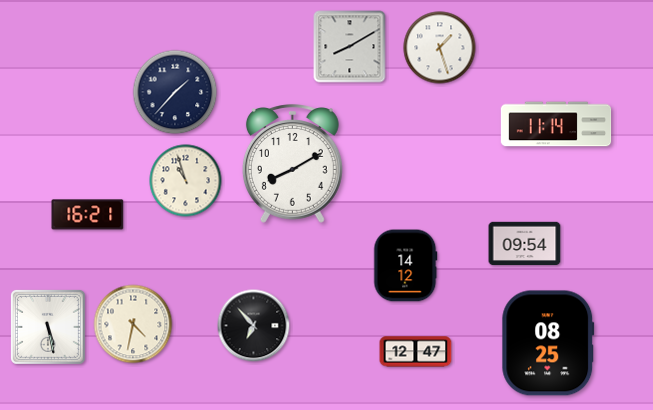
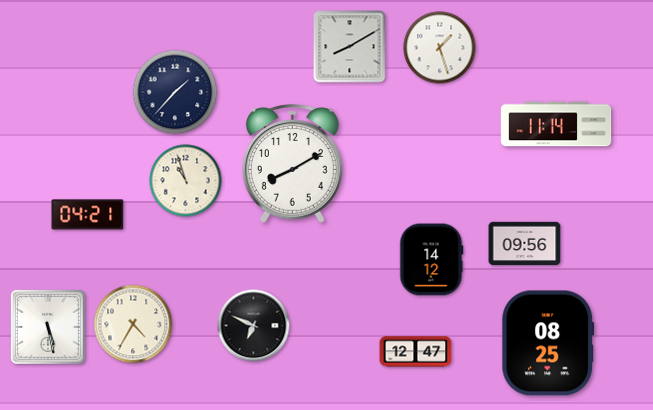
clock at (88, 215): 16:21 -> 04:21
clock at (525, 244): 09:54 -> 09:56
clock at (406, 266) position: (406, 266) -> (432, 260)
clock at (133, 324): 4:32 -> 4:35
clock at (254, 326): 6:53 -> 6:49
